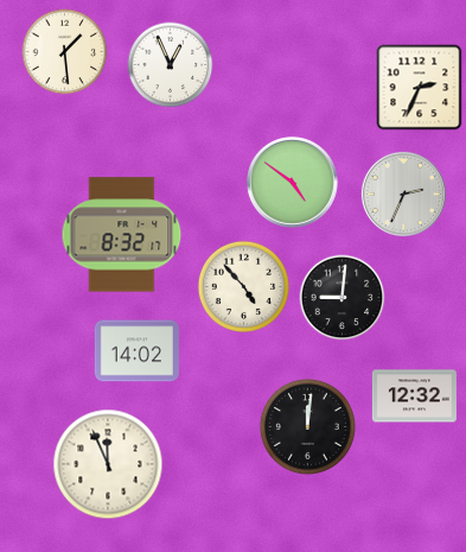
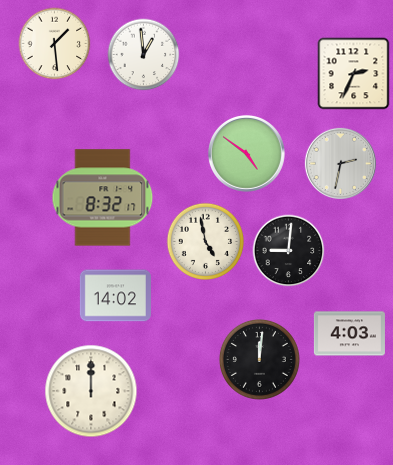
clock at (171, 65): 12:56 -> 12:59
clock at (403, 193): 2:34 -> 2:32
clock at (243, 286): 4:53 -> 4:58
clock at (414, 396): 12:32 -> 4:03
clock at (108, 464): 11:56 -> 12:00
